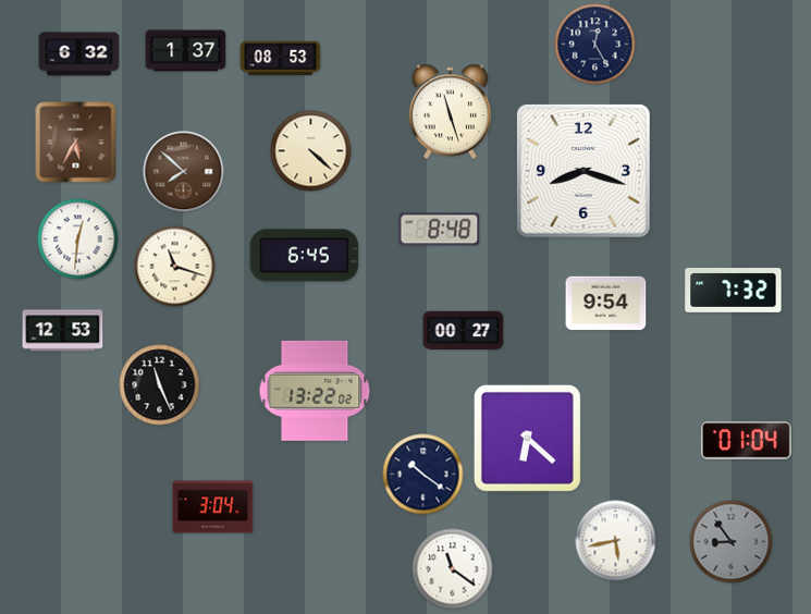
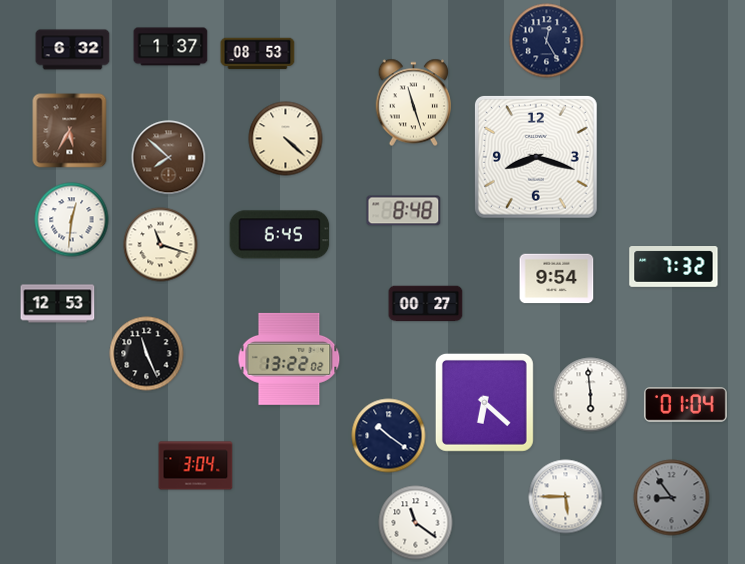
clock at (591, 395): none -> 5:59
clock at (616, 541): 5:43 -> 5:45
